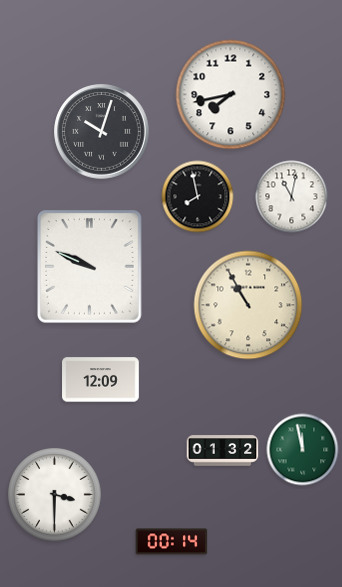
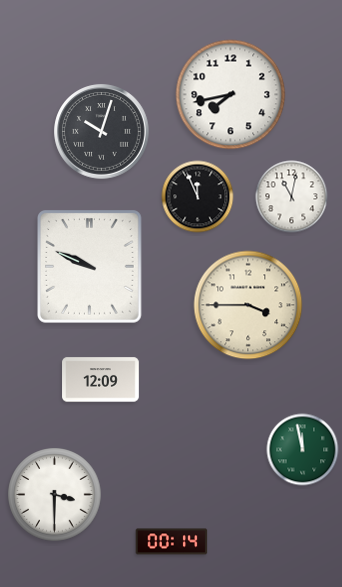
clock at (198, 197): 7:58 -> 11:56
clock at (248, 305): 10:55 -> 3:45
clock at (223, 451): 01:32 -> none
